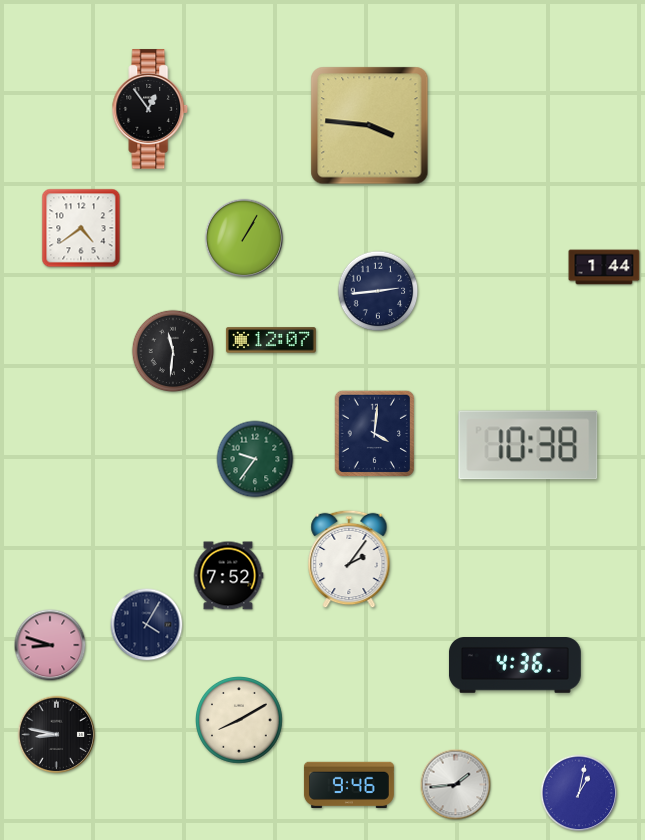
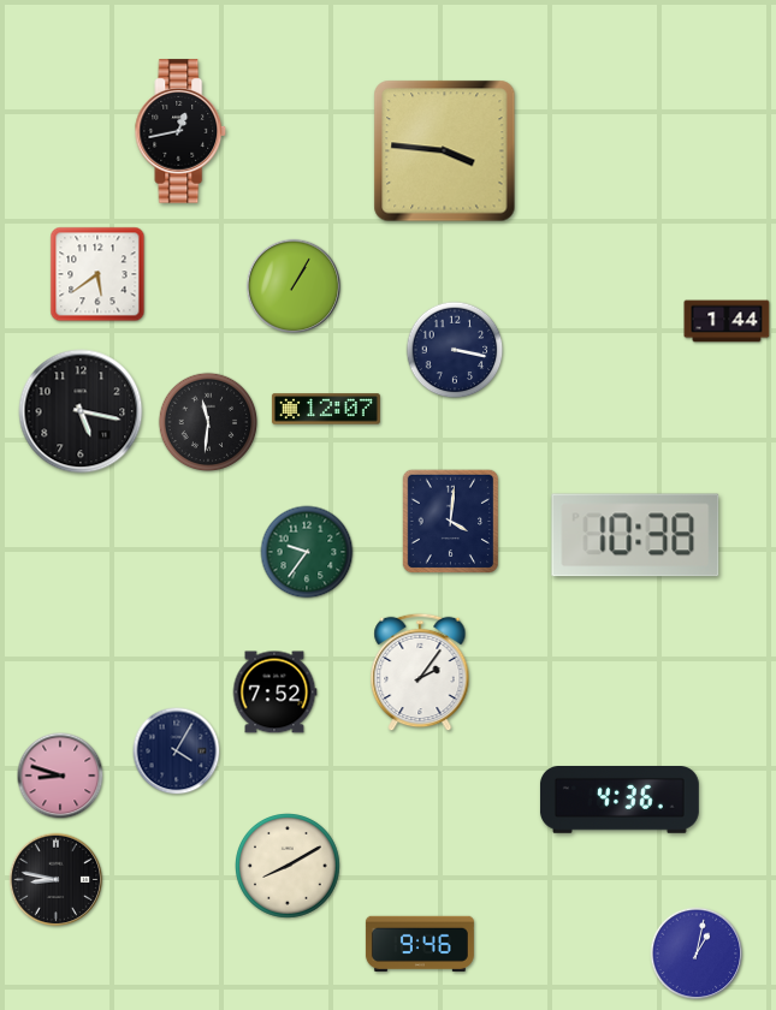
clock at (150, 109): 12:54 -> 12:43
clock at (81, 228): 4:39 -> 5:39
clock at (378, 291): 2:44 -> 3:17
clock at (81, 411): none -> 5:17
clock at (57, 735) position: (57, 735) -> (57, 880)
clock at (456, 785): 1:44 -> none
